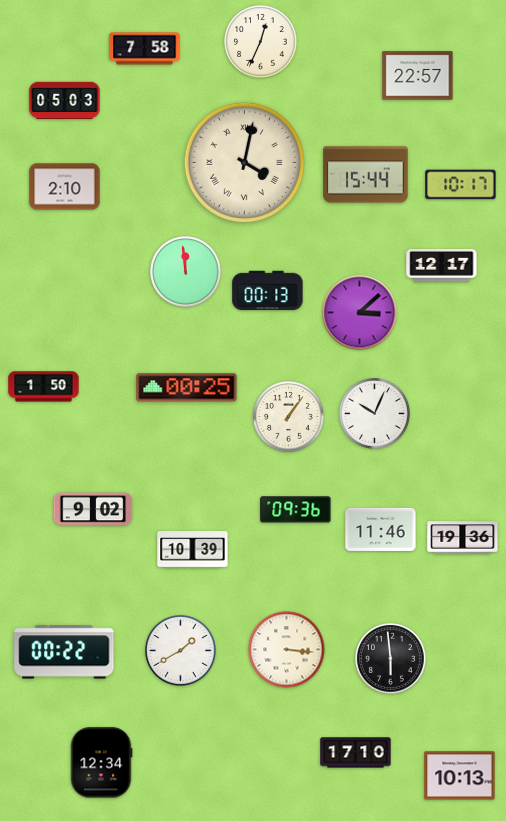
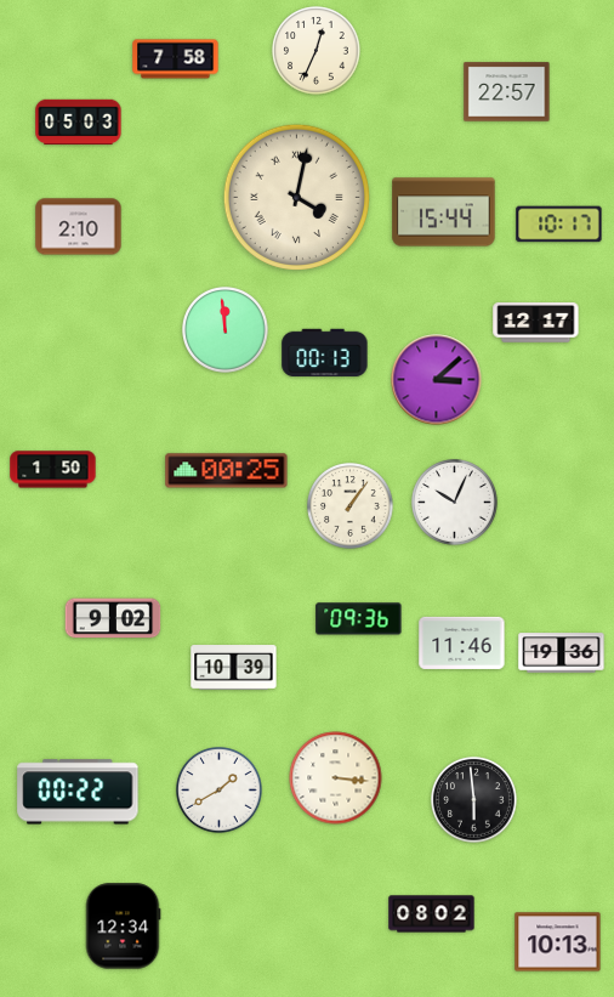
clock at (287, 650) position: (287, 650) -> (336, 778)
clock at (356, 753): 17:10 -> 08:02
